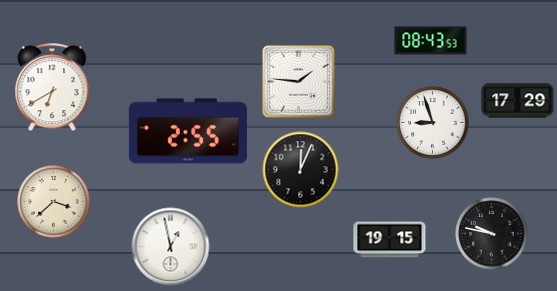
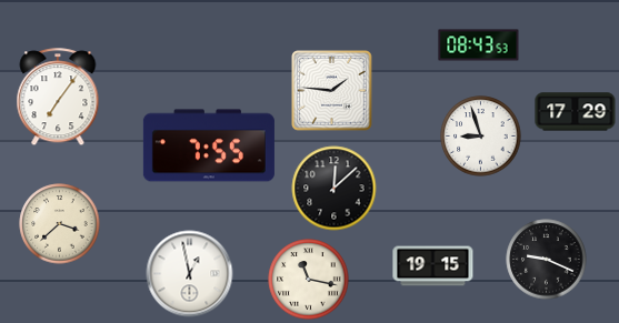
clock at (52, 88): 6:40 -> 7:06
clock at (188, 131): 2:55 -> 7:55
clock at (301, 170): 12:04 -> 12:08
clock at (492, 234): 9:47 -> 9:19
clock at (309, 280): none -> 11:17
